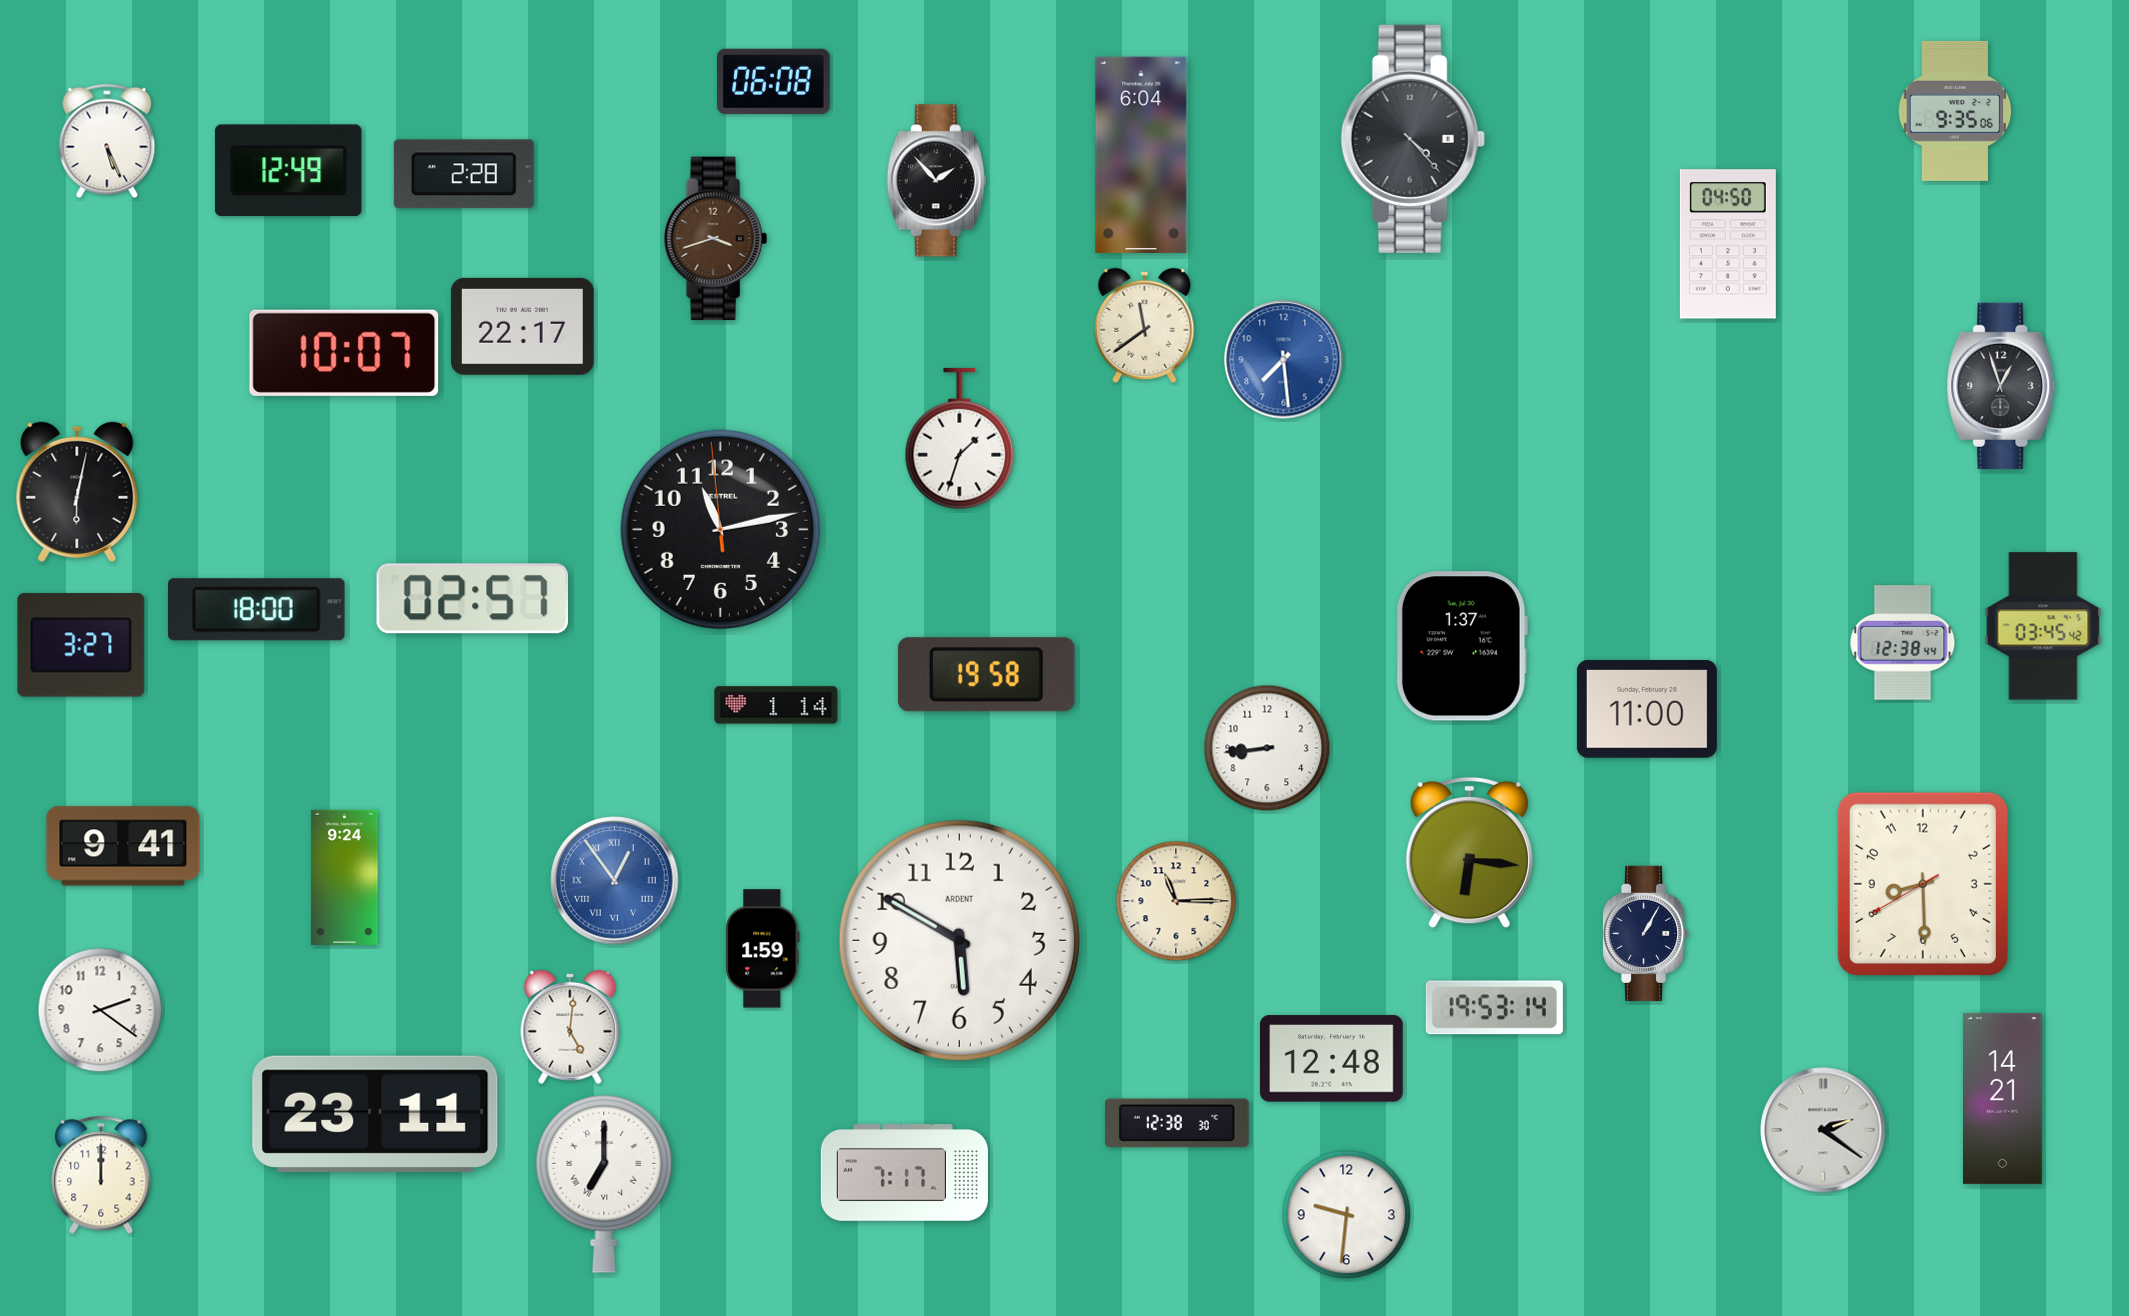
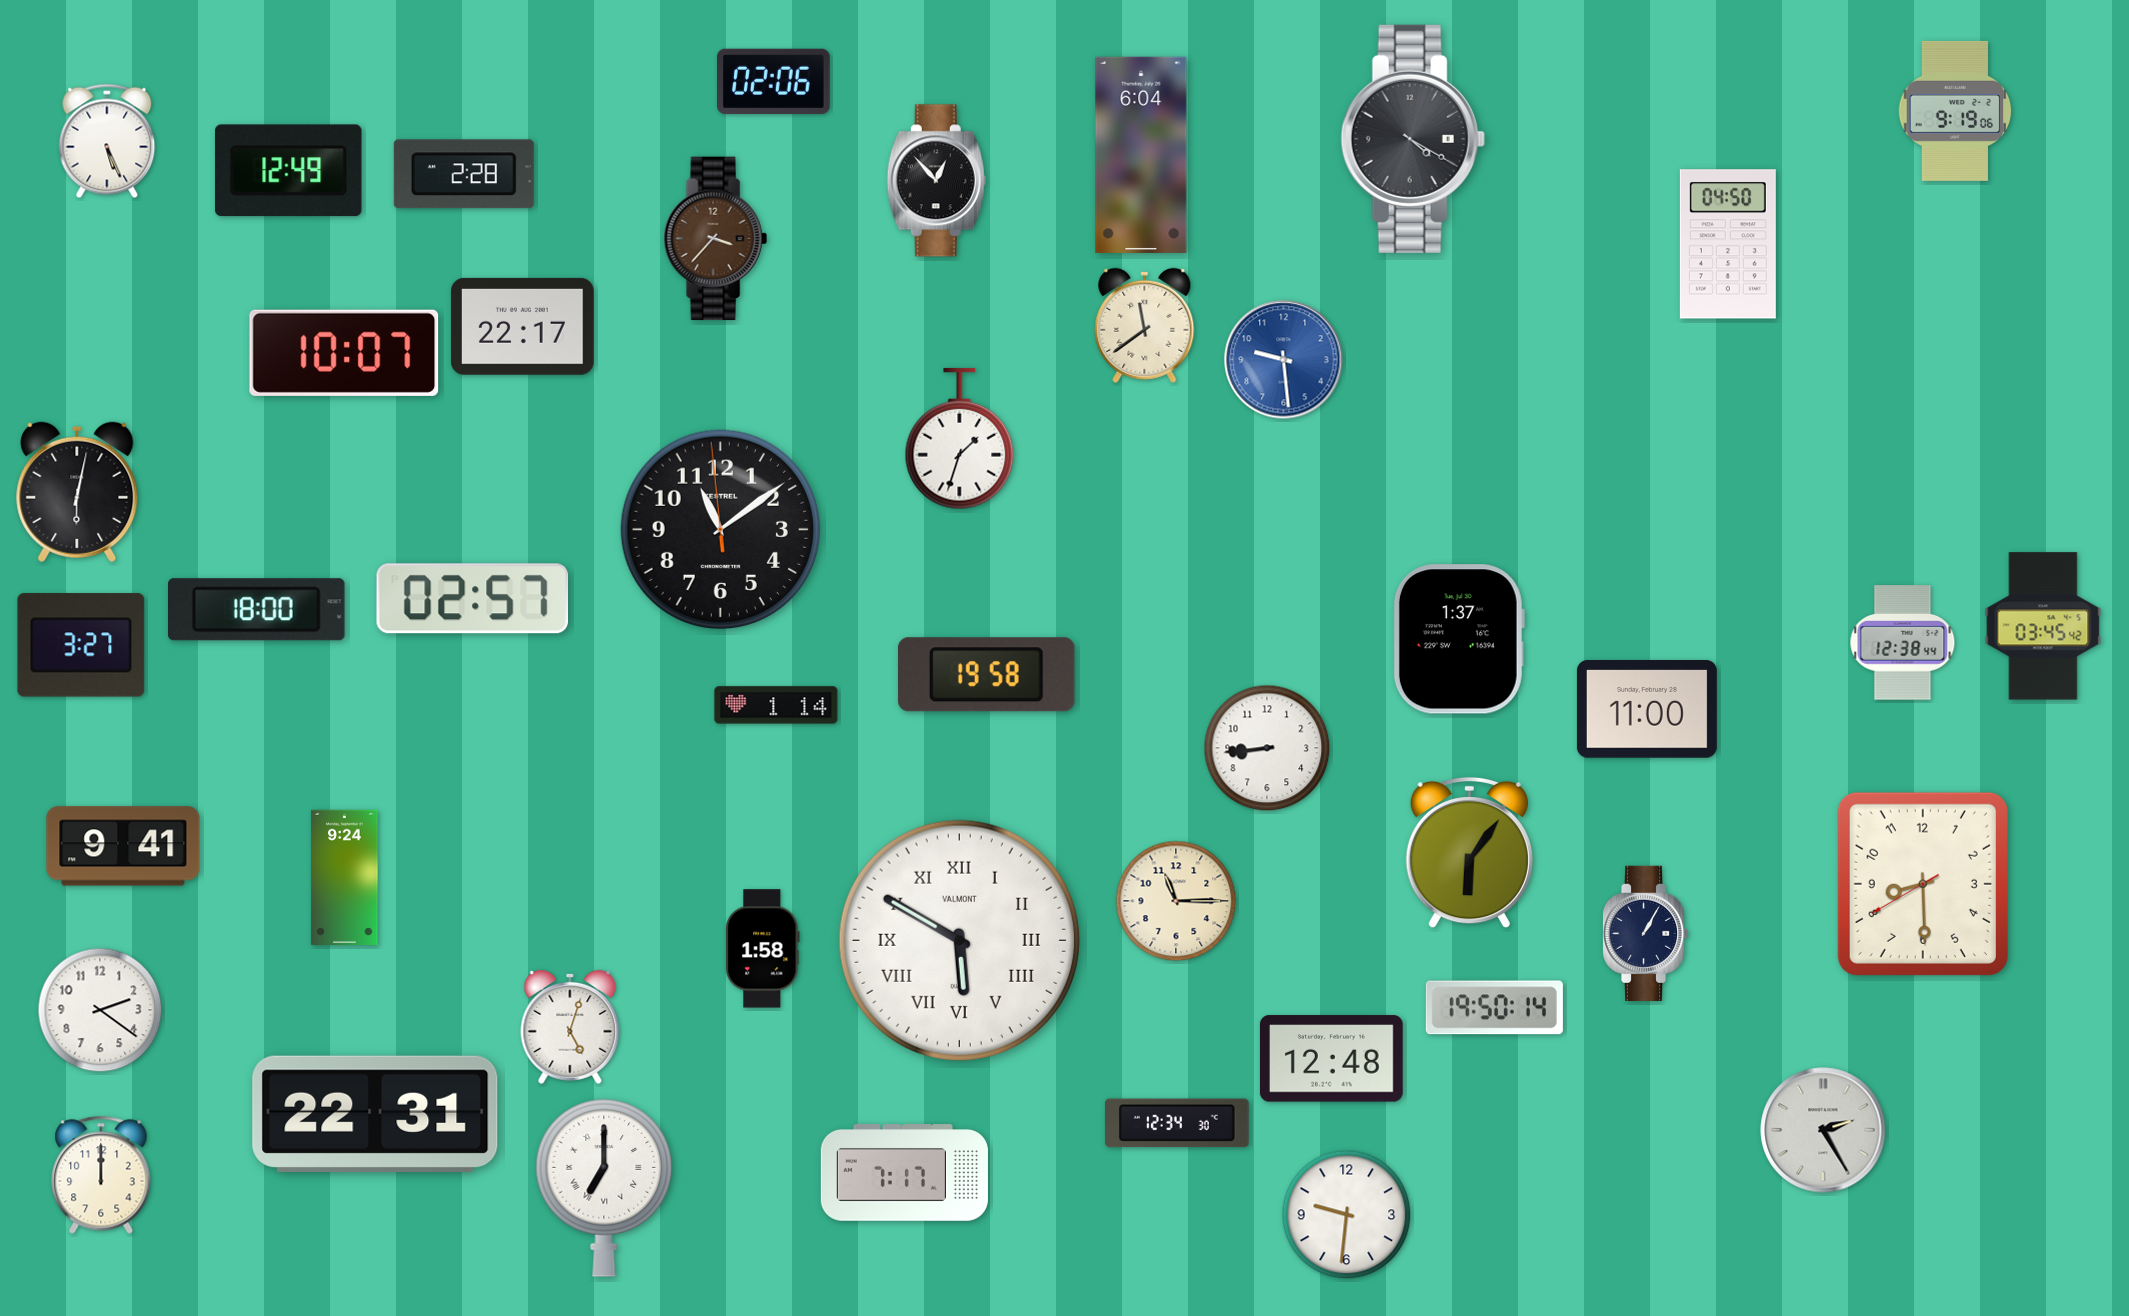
clock at (774, 81): 06:08 -> 02:06
clock at (1955, 111): 9:35 -> 9:19
clock at (1413, 139): 4:23 -> 4:20
clock at (936, 181): 1:53 -> 12:53
clock at (715, 239): 3:42 -> 3:37
clock at (1284, 360): 7:29 -> 9:29
clock at (2001, 386): 12:57 -> none
clock at (720, 529): 11:12 -> 11:08
clock at (1462, 646) position: (1462, 646) -> (1459, 639)
clock at (1469, 853): 6:16 -> 6:06
clock at (615, 881): 12:54 -> none
clock at (959, 940) numerals: Arabic -> Roman
clock at (959, 940) brand: ARDENT -> VALMONT
clock at (763, 949): 1:59 -> 1:58
clock at (1494, 1008): 19:53 -> 19:50
clock at (570, 1027): 5:01 -> 5:03
clock at (2003, 1098): 14:21 -> none
clock at (375, 1114): 23:11 -> 22:31
clock at (1178, 1123): 12:38 -> 12:34
clock at (1823, 1130): 2:21 -> 2:25
clock at (604, 1185) position: (604, 1185) -> (604, 1189)
